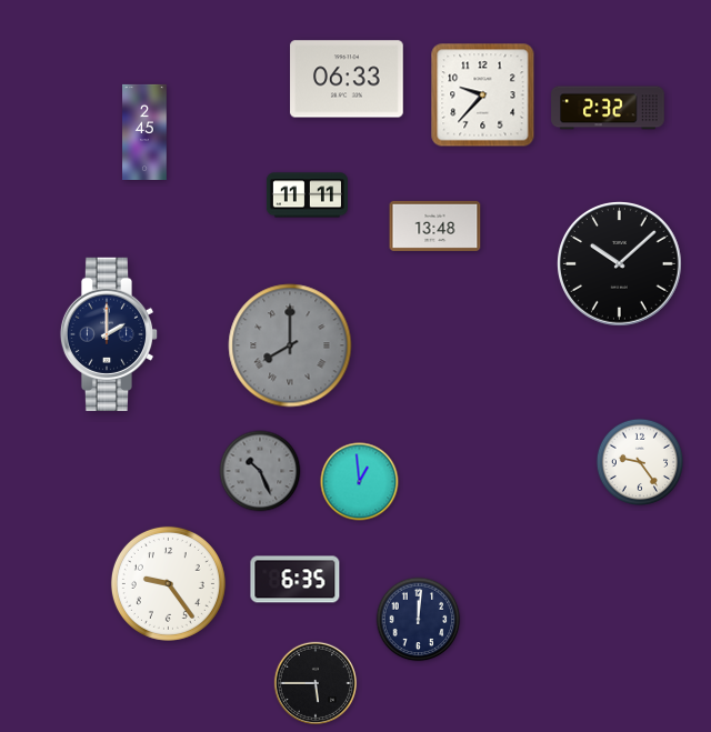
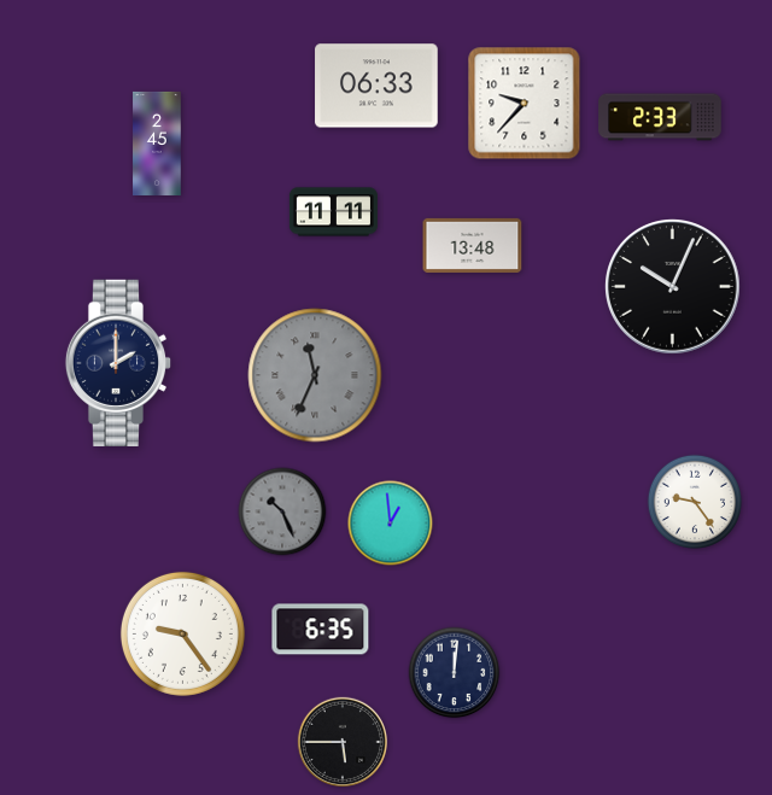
clock at (608, 108): 2:32 -> 2:33
clock at (620, 264): 10:08 -> 10:04
clock at (290, 345): 8:00 -> 11:34
